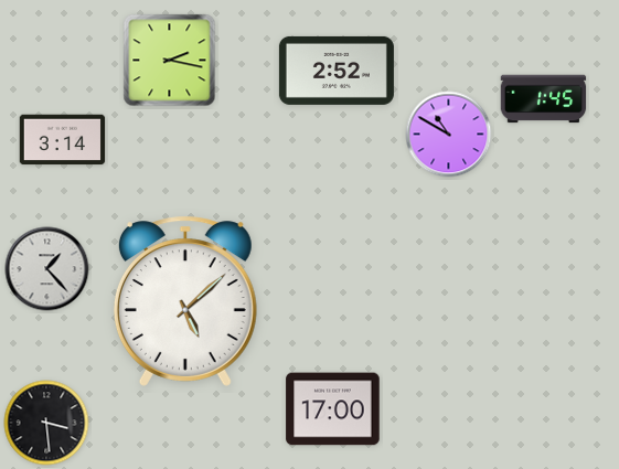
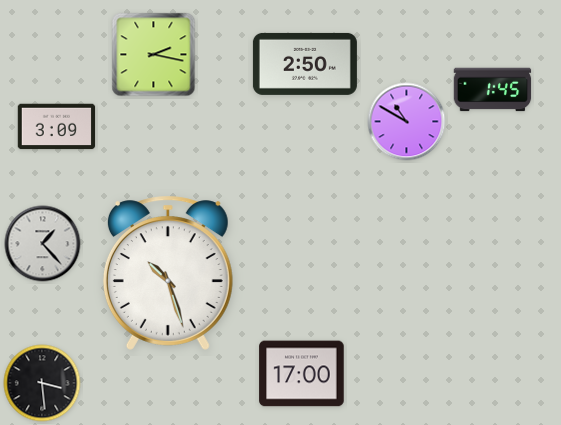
clock at (337, 71): 2:52 -> 2:50
clock at (63, 140): 3:14 -> 3:09
clock at (185, 301): 5:08 -> 10:27
clock at (333, 409) position: (333, 409) -> (302, 374)
